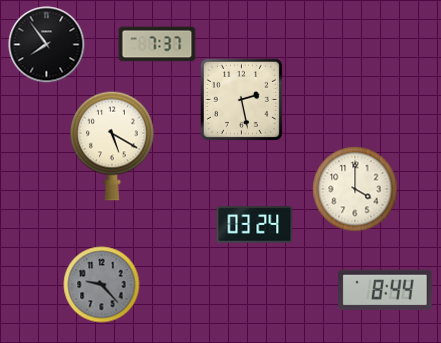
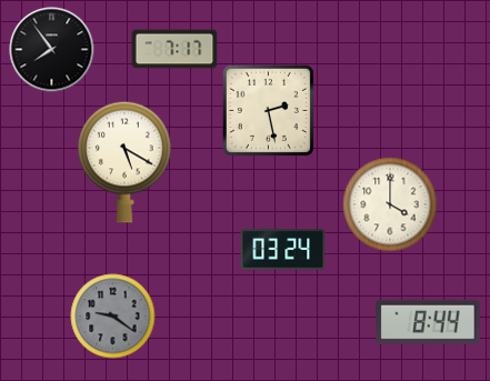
clock at (157, 44): 7:37 -> 7:17
clock at (355, 189) position: (355, 189) -> (390, 204)
clock at (102, 285): 9:23 -> 9:21
